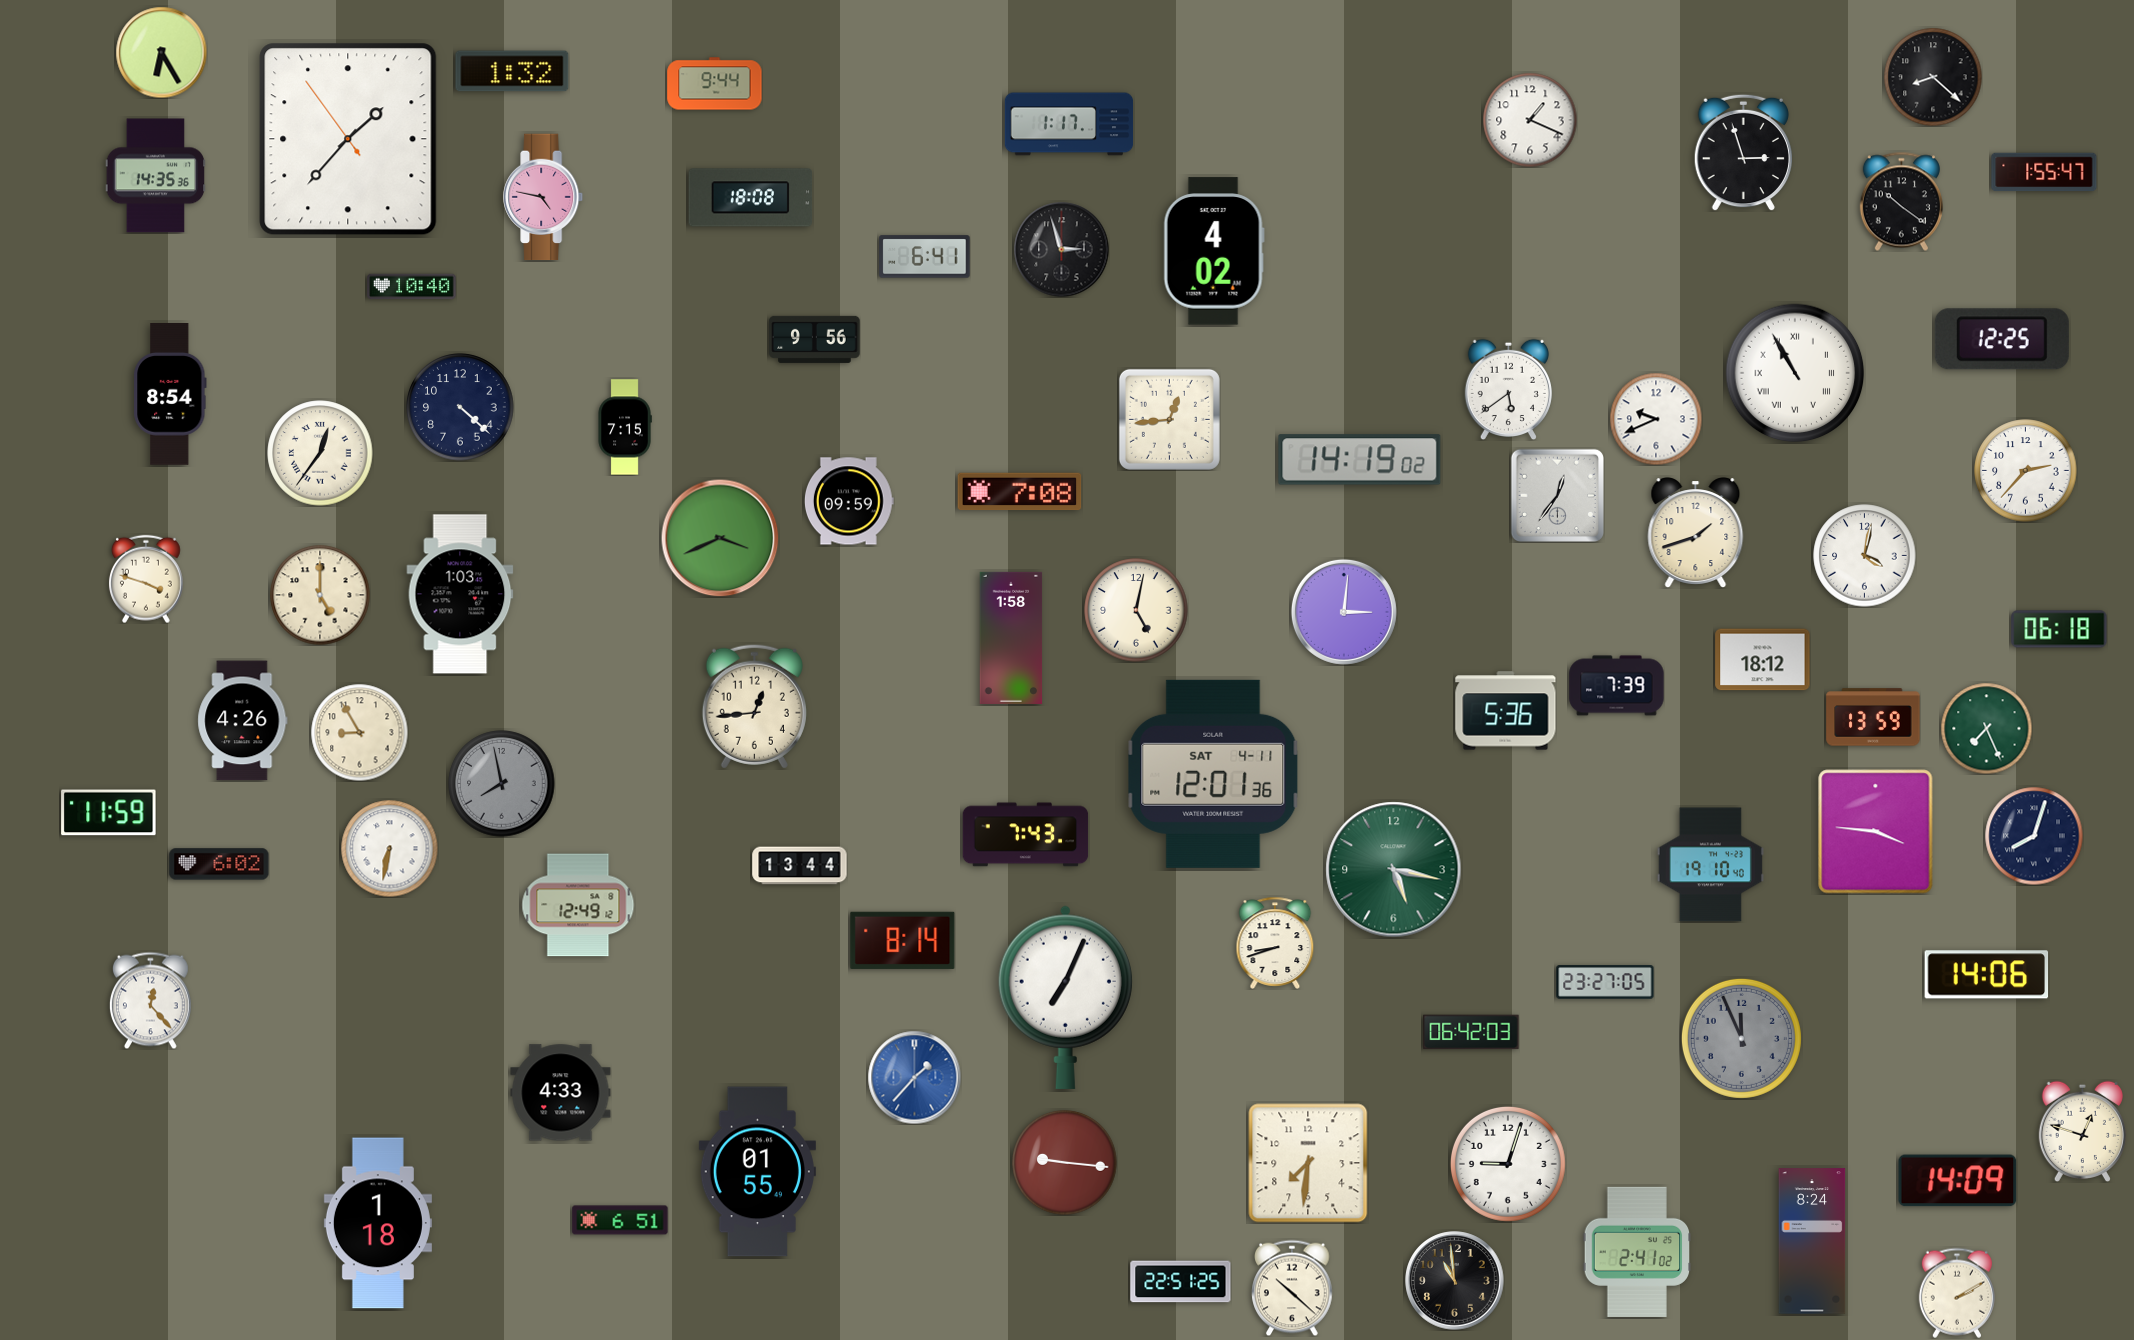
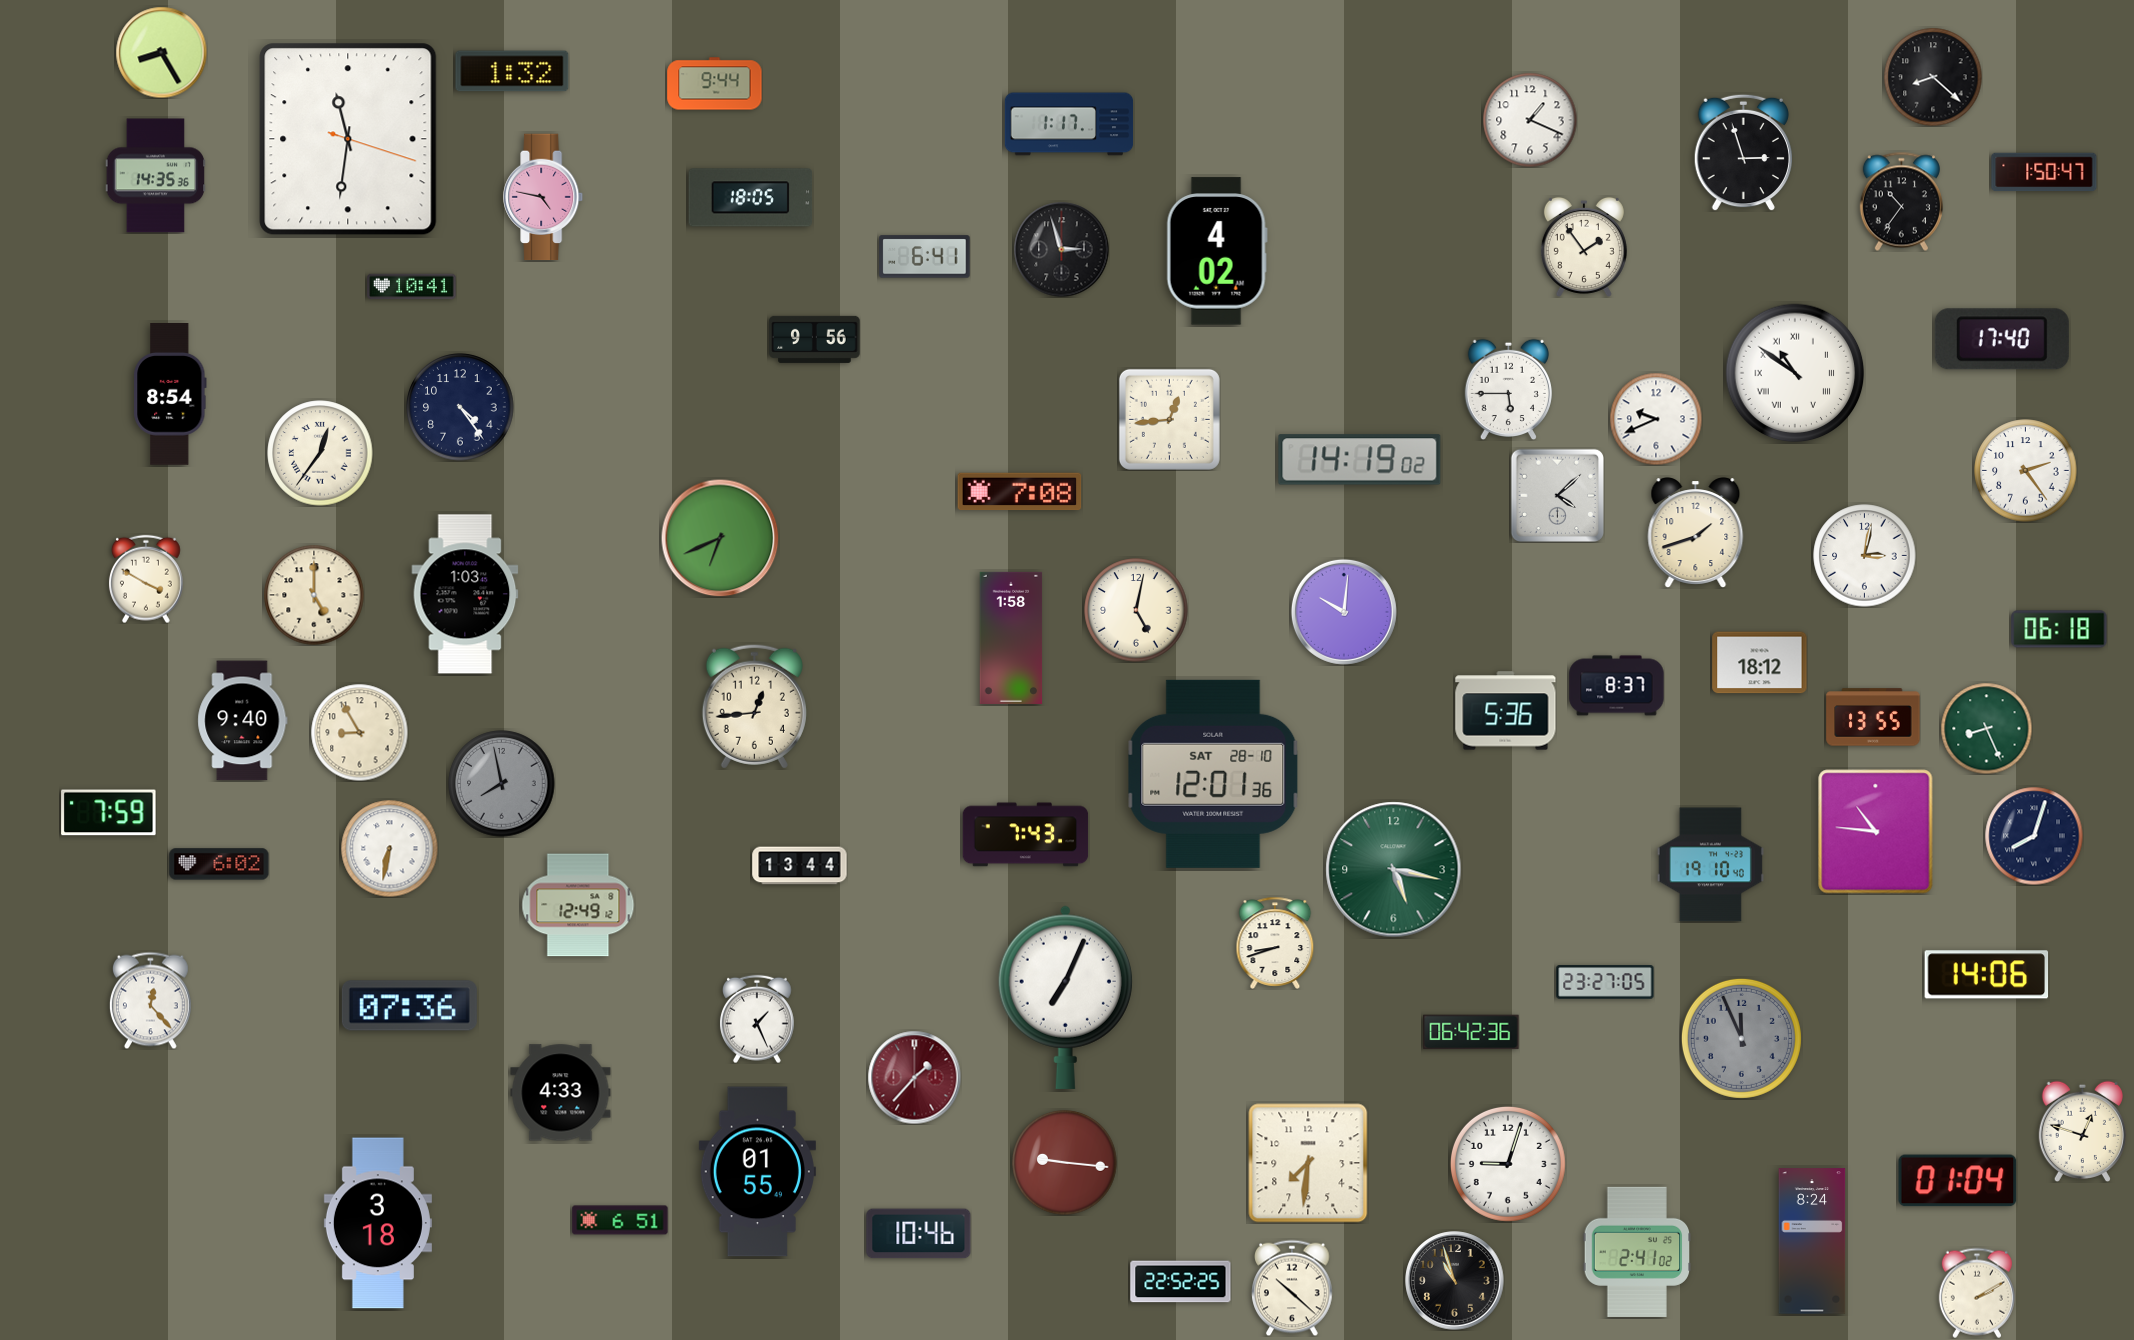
clock at (161, 52): 6:25 -> 8:25
clock at (348, 139): 1:36 -> 11:31
clock at (2044, 172): 1:55 -> 1:50
clock at (751, 198): 18:08 -> 18:05
clock at (1901, 201): 10:21 -> 10:36
clock at (1584, 247): none -> 1:54
clock at (1214, 251) position: (1214, 251) -> (1217, 251)
clock at (412, 287): 10:40 -> 10:41
clock at (2002, 339): 12:25 -> 17:40
clock at (1795, 373): 10:55 -> 10:51
clock at (1508, 389): 5:39 -> 5:45
clock at (460, 407): 4:22 -> 4:24
clock at (625, 427): 7:15 -> none
clock at (2026, 471): 2:37 -> 2:24
clock at (1557, 495): 12:36 -> 4:08
clock at (849, 501): 09:59 -> none
clock at (720, 538): 3:41 -> 6:41
clock at (1865, 556): 4:02 -> 3:02
clock at (146, 579): 3:48 -> 3:50
clock at (460, 594) position: (460, 594) -> (465, 594)
clock at (320, 595) position: (320, 595) -> (314, 595)
clock at (1344, 612): 3:01 -> 10:01
clock at (1763, 660) position: (1763, 660) -> (1760, 663)
clock at (1617, 686): 7:39 -> 8:37
clock at (1873, 717): 13:59 -> 13:55
clock at (243, 721): 4:26 -> 9:40
clock at (1986, 728): 7:26 -> 8:26
clock at (1213, 774) date: SAT 4-11 -> SAT 28-10
clock at (109, 813): 11:59 -> 7:59
clock at (1876, 832): 3:46 -> 10:46
clock at (903, 940): 8:14 -> none
clock at (409, 1006): none -> 07:36
clock at (757, 1019): none -> 1:26
clock at (1471, 1032): 06:42:03 -> 06:42:36
clock at (914, 1077) dial: blue -> burgundy
clock at (1958, 1181): 14:09 -> 01:04
clock at (378, 1223): 1:18 -> 3:18
clock at (919, 1234): none -> 10:46
clock at (1455, 1281): 10:59 -> 10:57
clock at (1181, 1282): 22:51 -> 22:52
clock at (1957, 1293) position: (1957, 1293) -> (1977, 1293)
